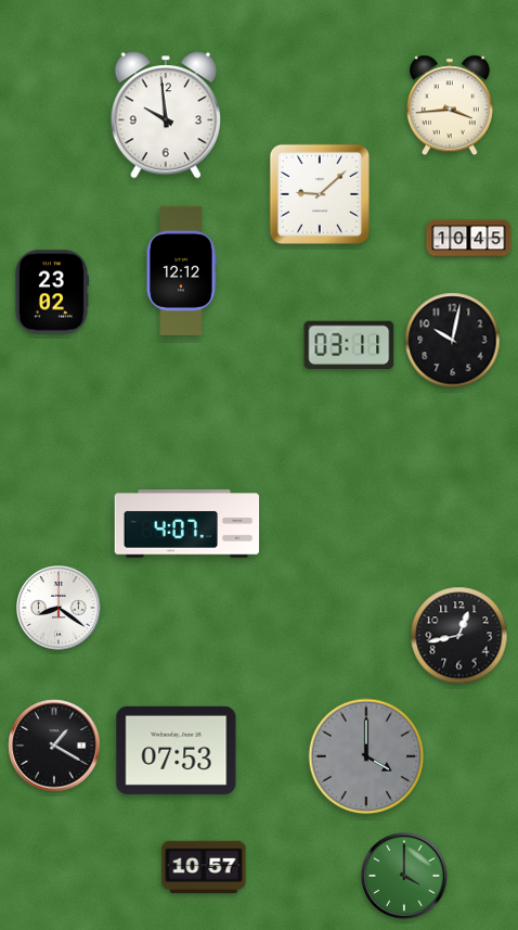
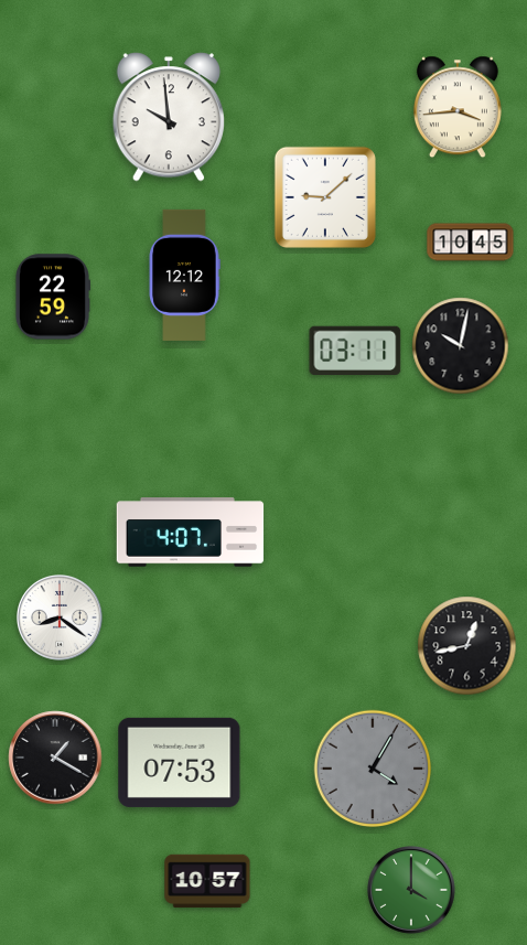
clock at (469, 239) position: (469, 239) -> (471, 243)
clock at (51, 292): 23:02 -> 22:59
clock at (366, 756): 4:00 -> 4:05
